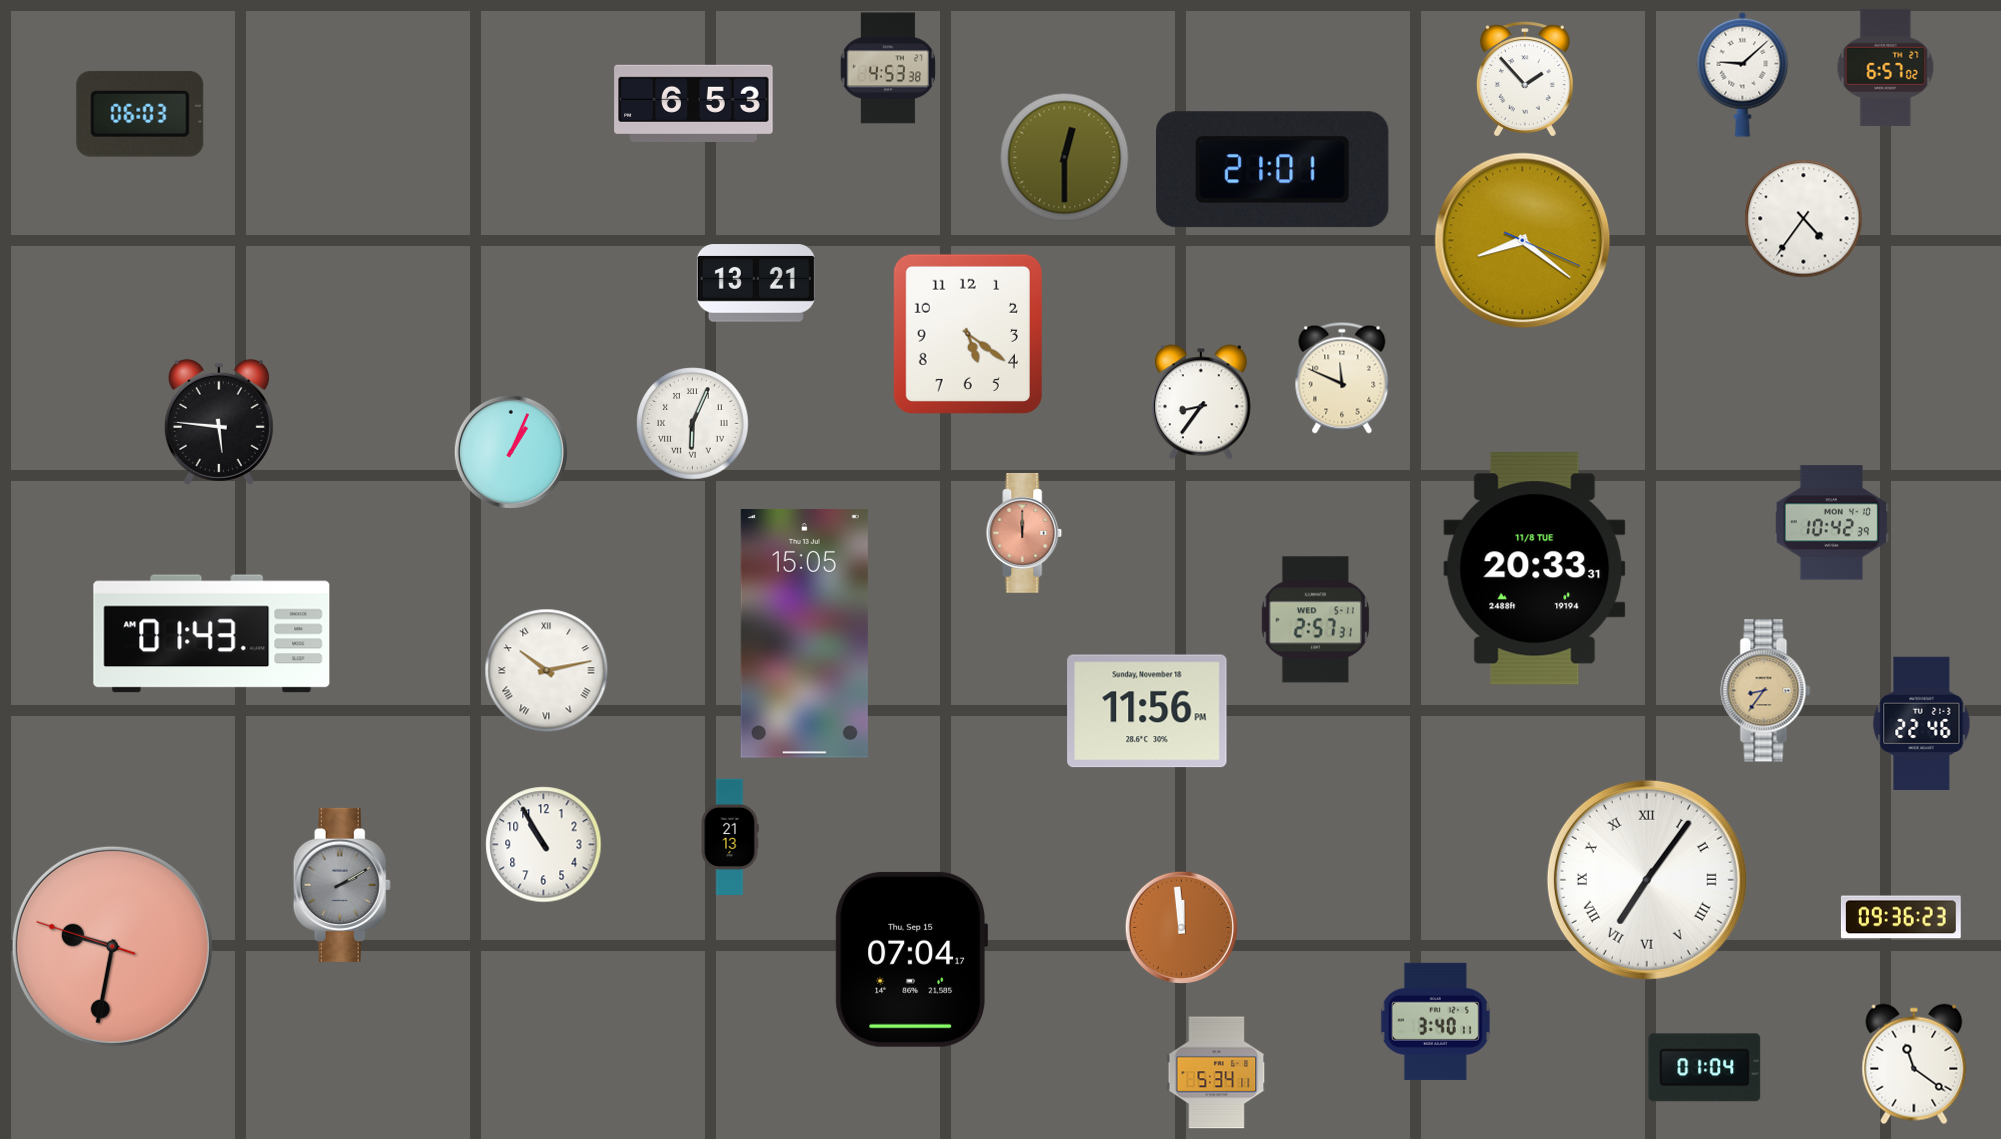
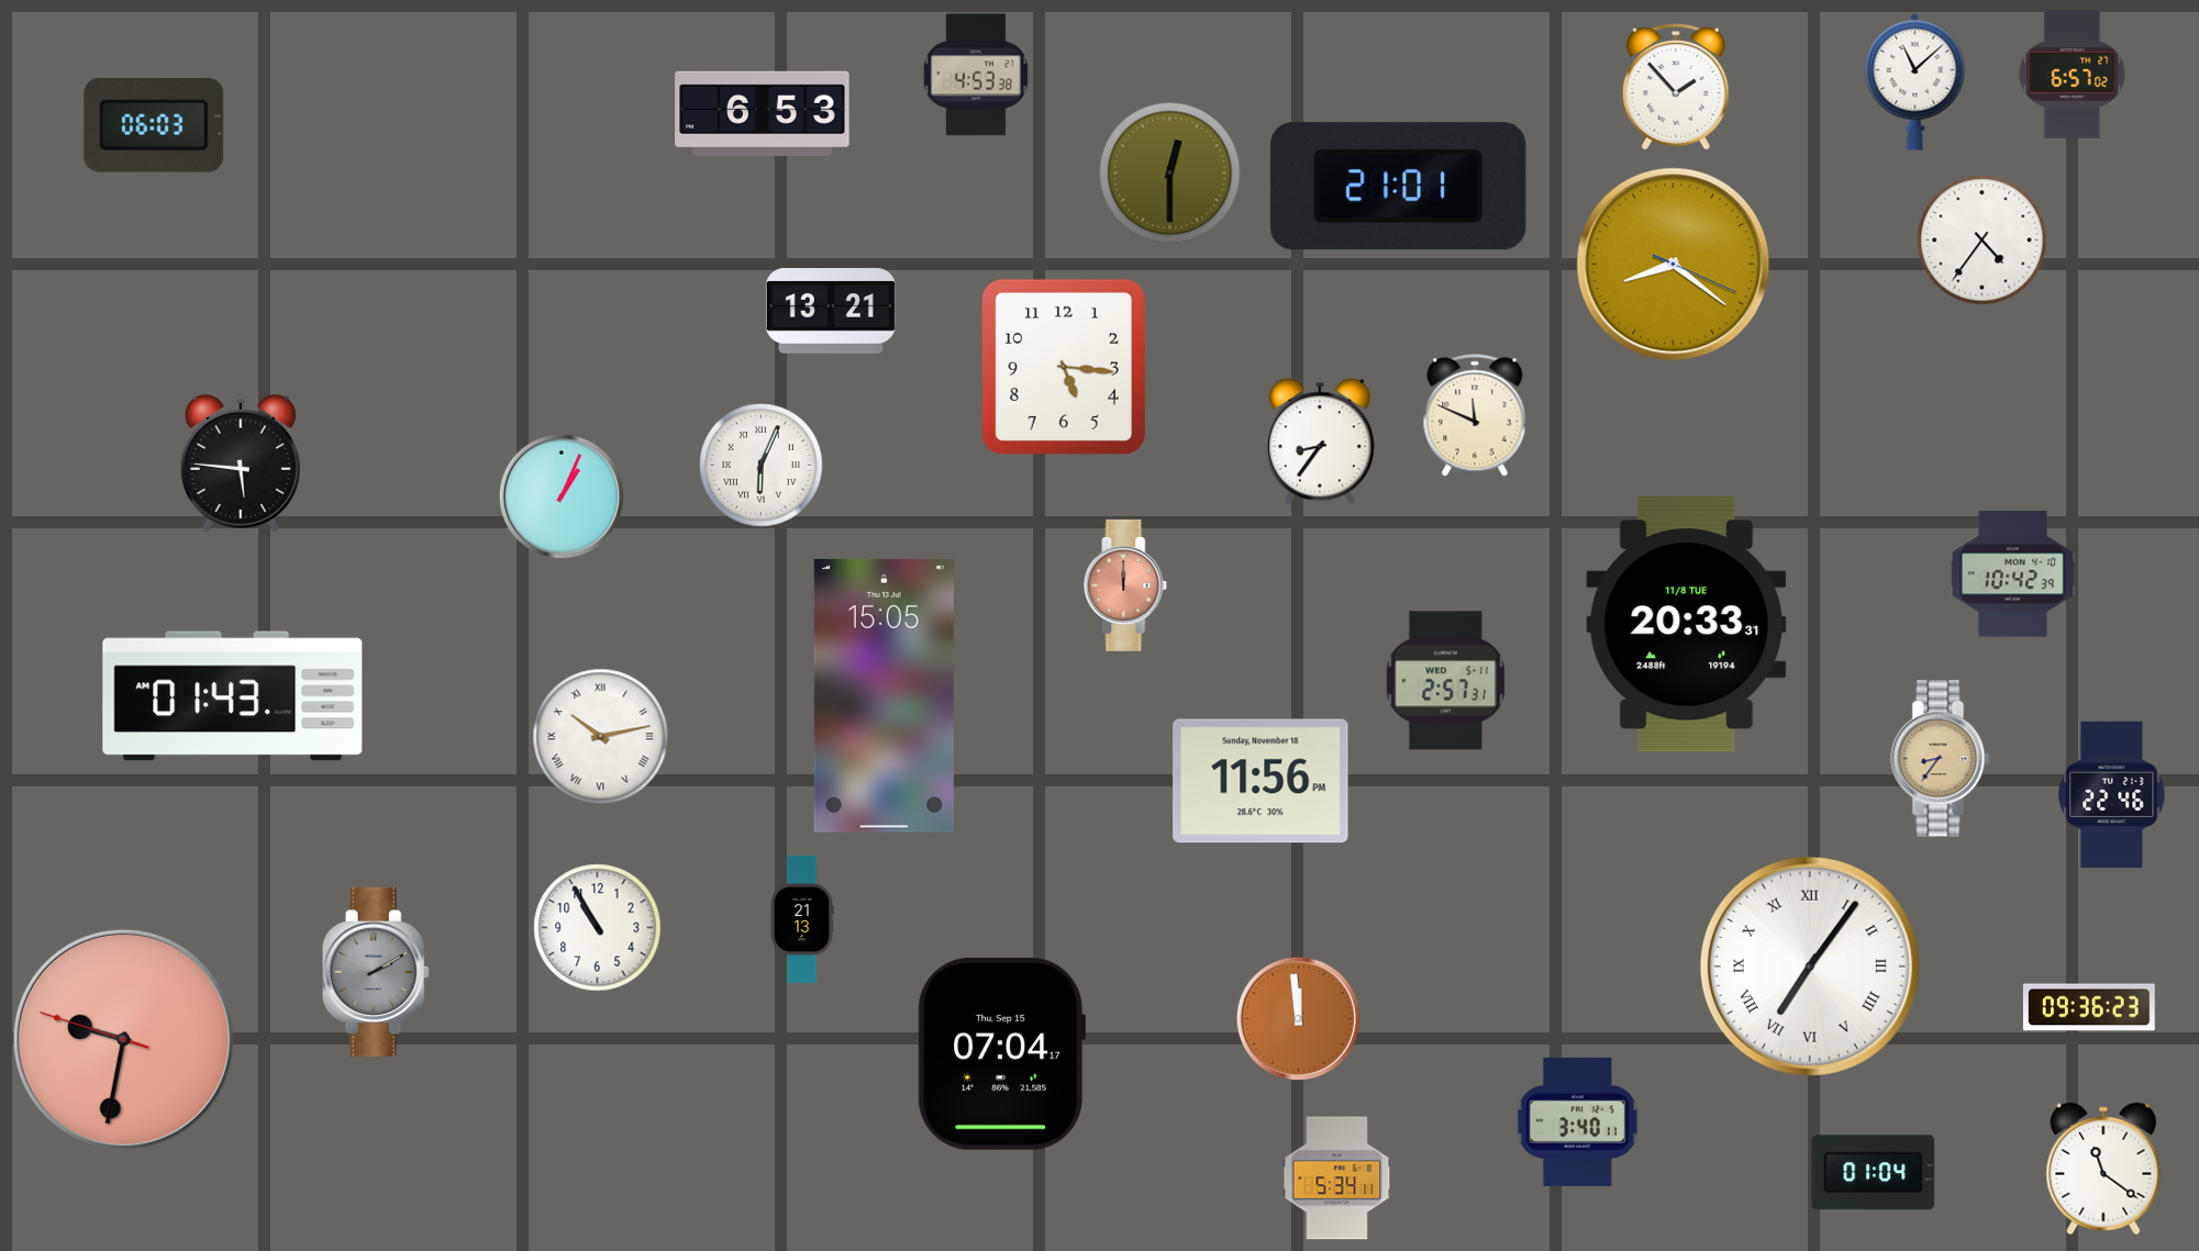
clock at (1743, 74): 9:08 -> 11:08
clock at (968, 334): 5:21 -> 5:16
